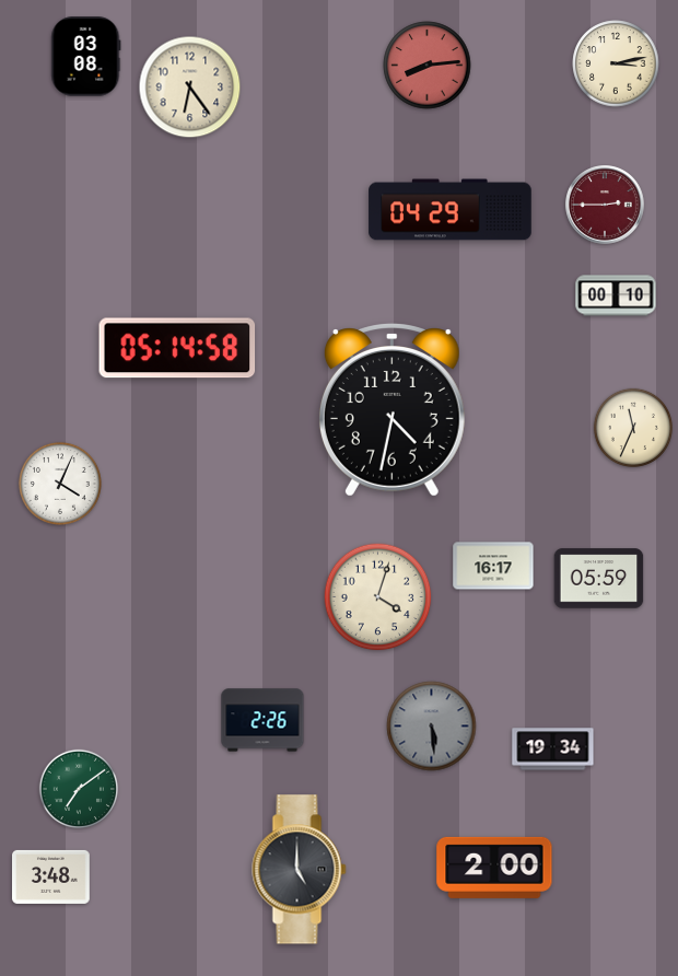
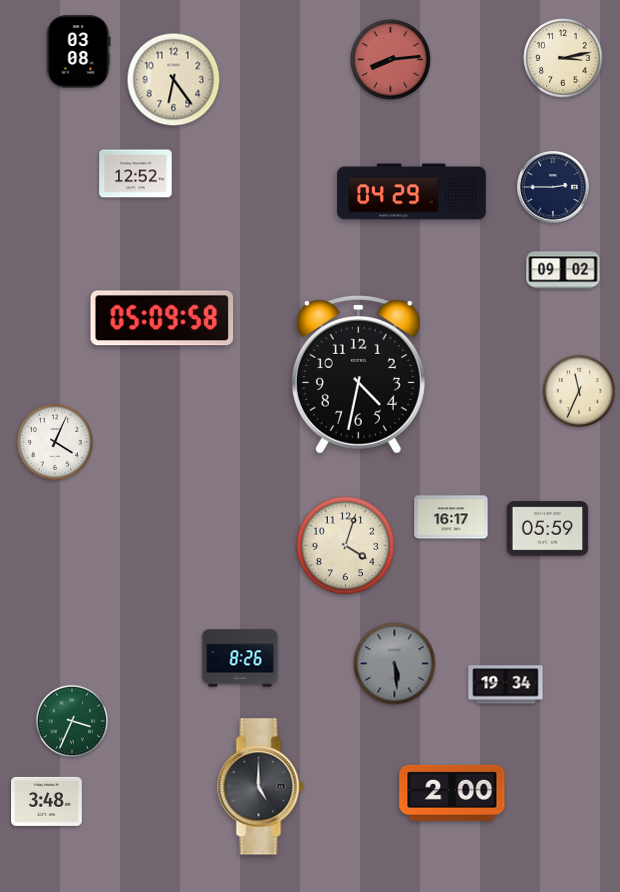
clock at (136, 174): none -> 12:52
clock at (605, 205) dial: burgundy -> navy
clock at (616, 295): 00:10 -> 09:02
clock at (177, 348): 05:14 -> 05:09
clock at (262, 720): 2:26 -> 8:26
clock at (78, 788): 7:09 -> 3:34
clock at (300, 870) position: (300, 870) -> (261, 787)
